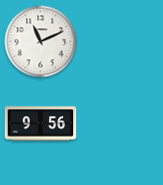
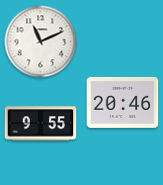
clock at (123, 102): none -> 20:46
clock at (41, 124): 9:56 -> 9:55
